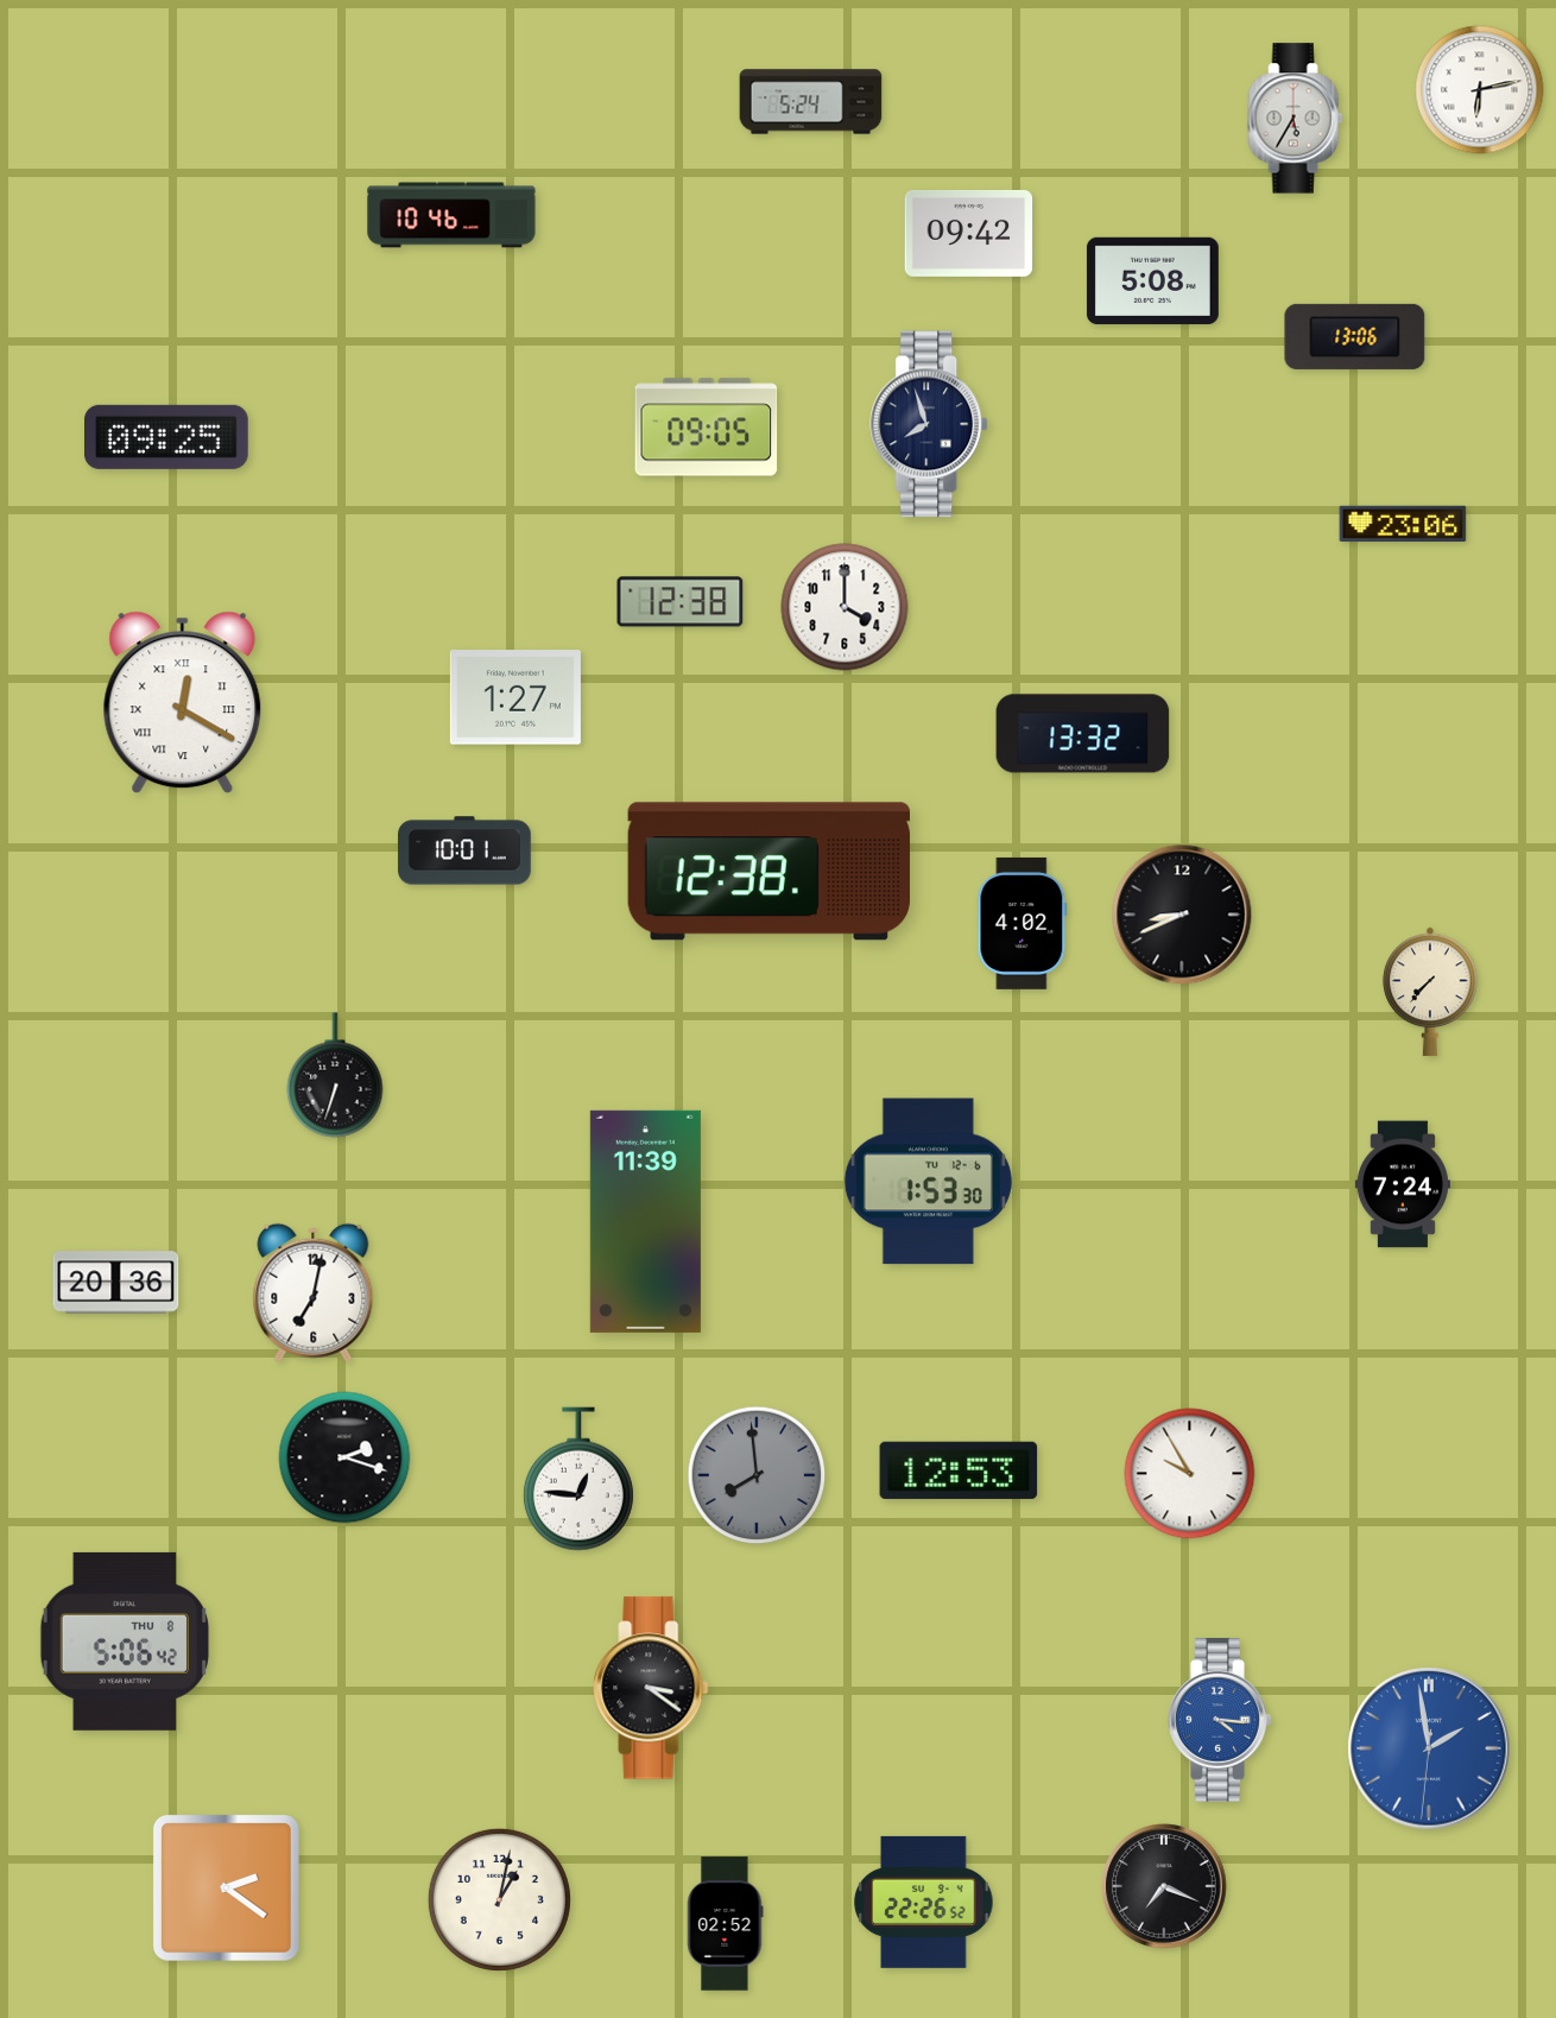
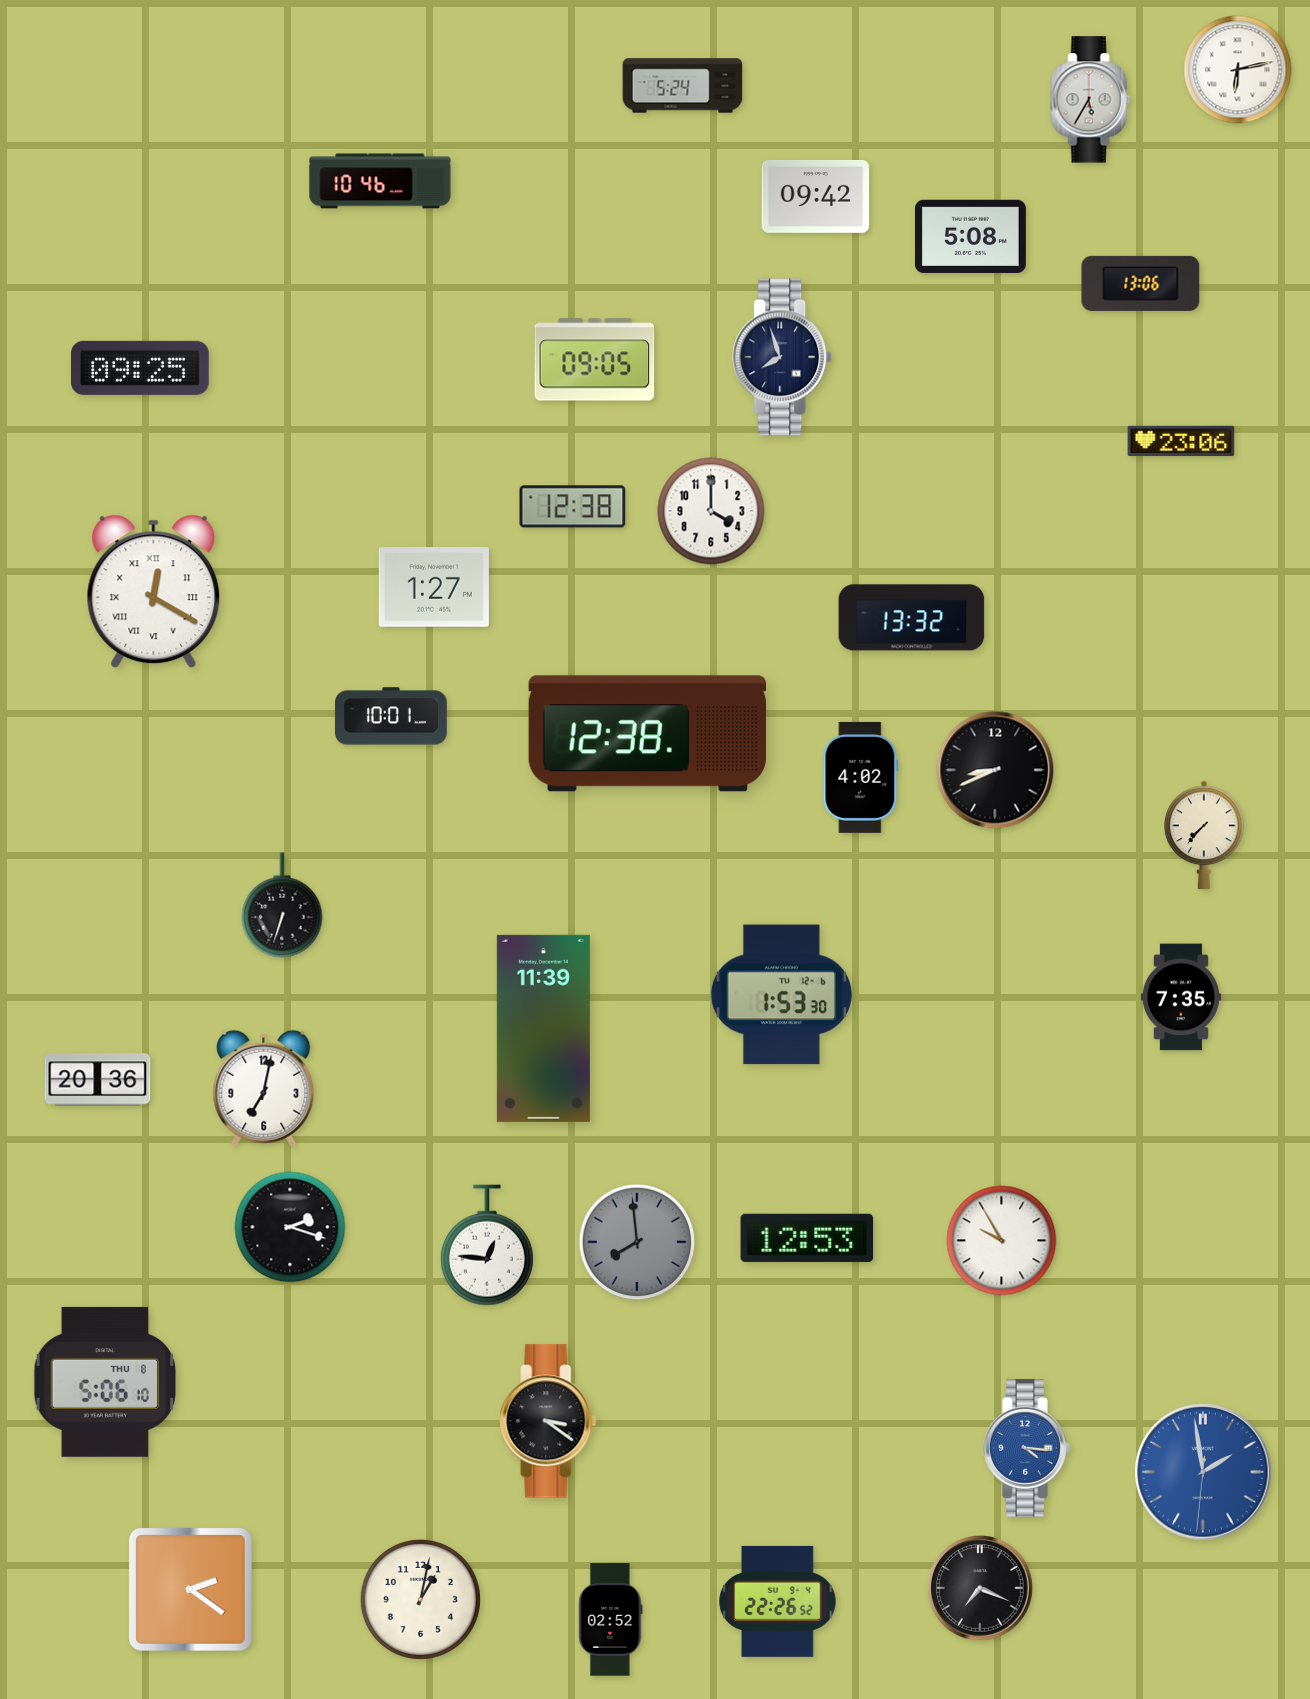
clock at (1480, 90) position: (1480, 90) -> (1238, 70)
clock at (1403, 1184): 7:24 -> 7:35
clock at (125, 1641): 5:06:42 -> 5:06:10
